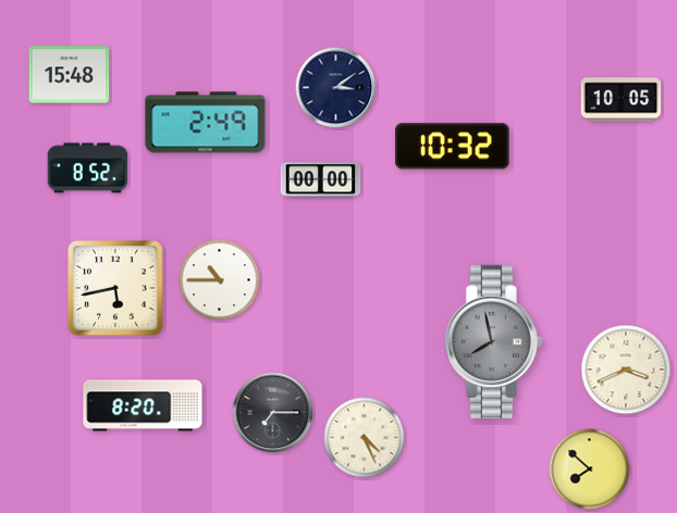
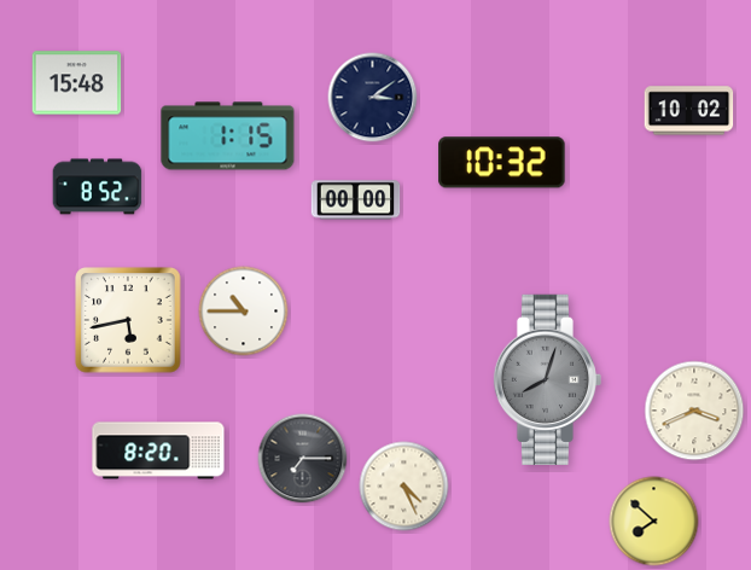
clock at (621, 100): 10:05 -> 10:02
clock at (206, 123): 2:49 -> 1:15
clock at (493, 341): 7:58 -> 8:03
